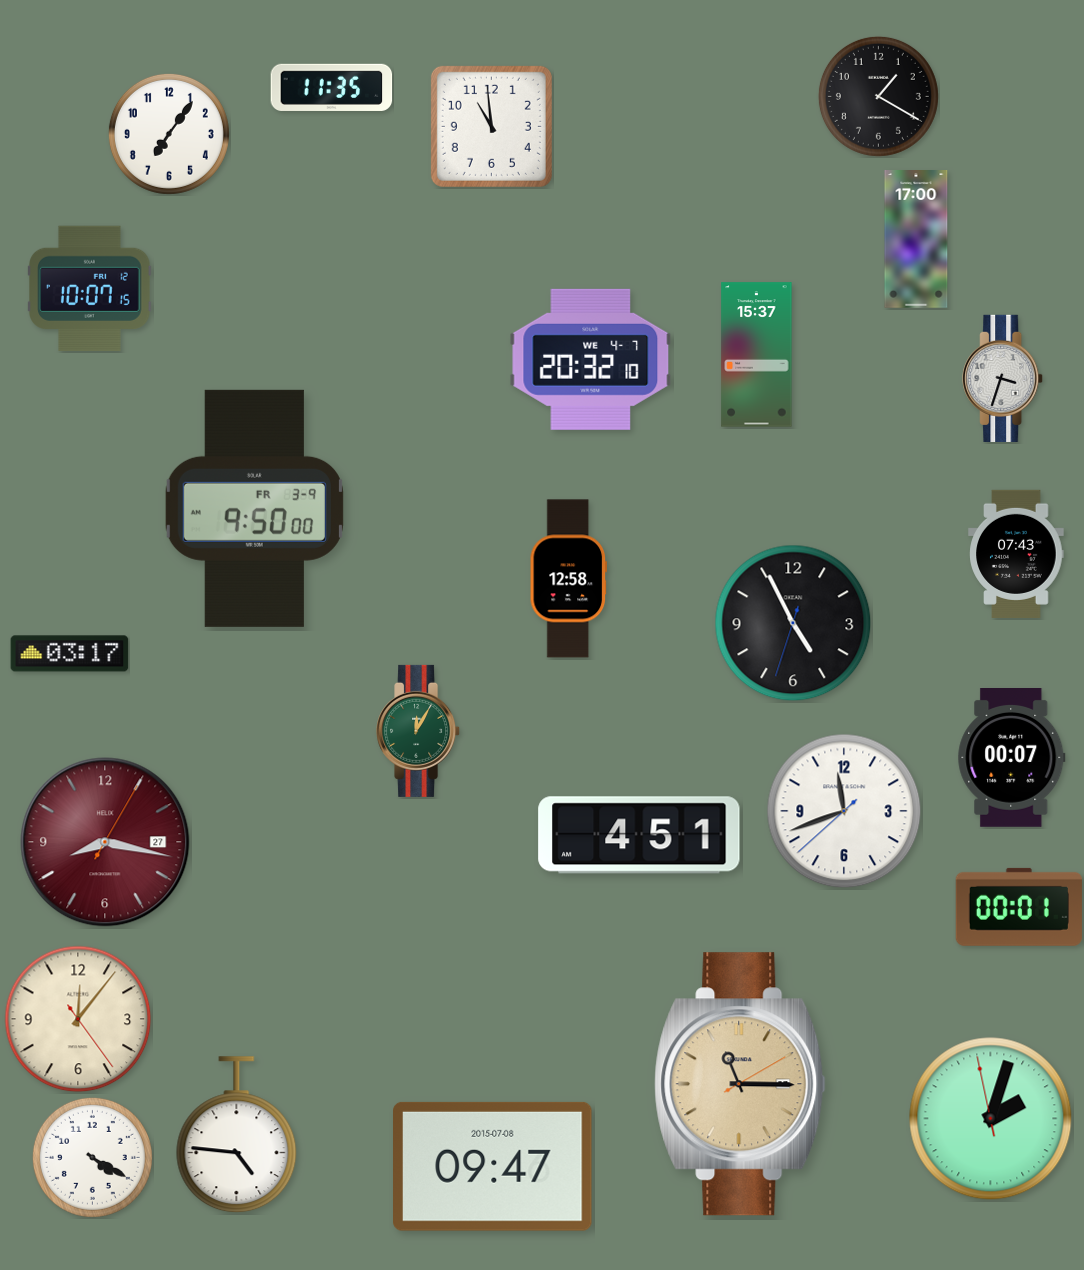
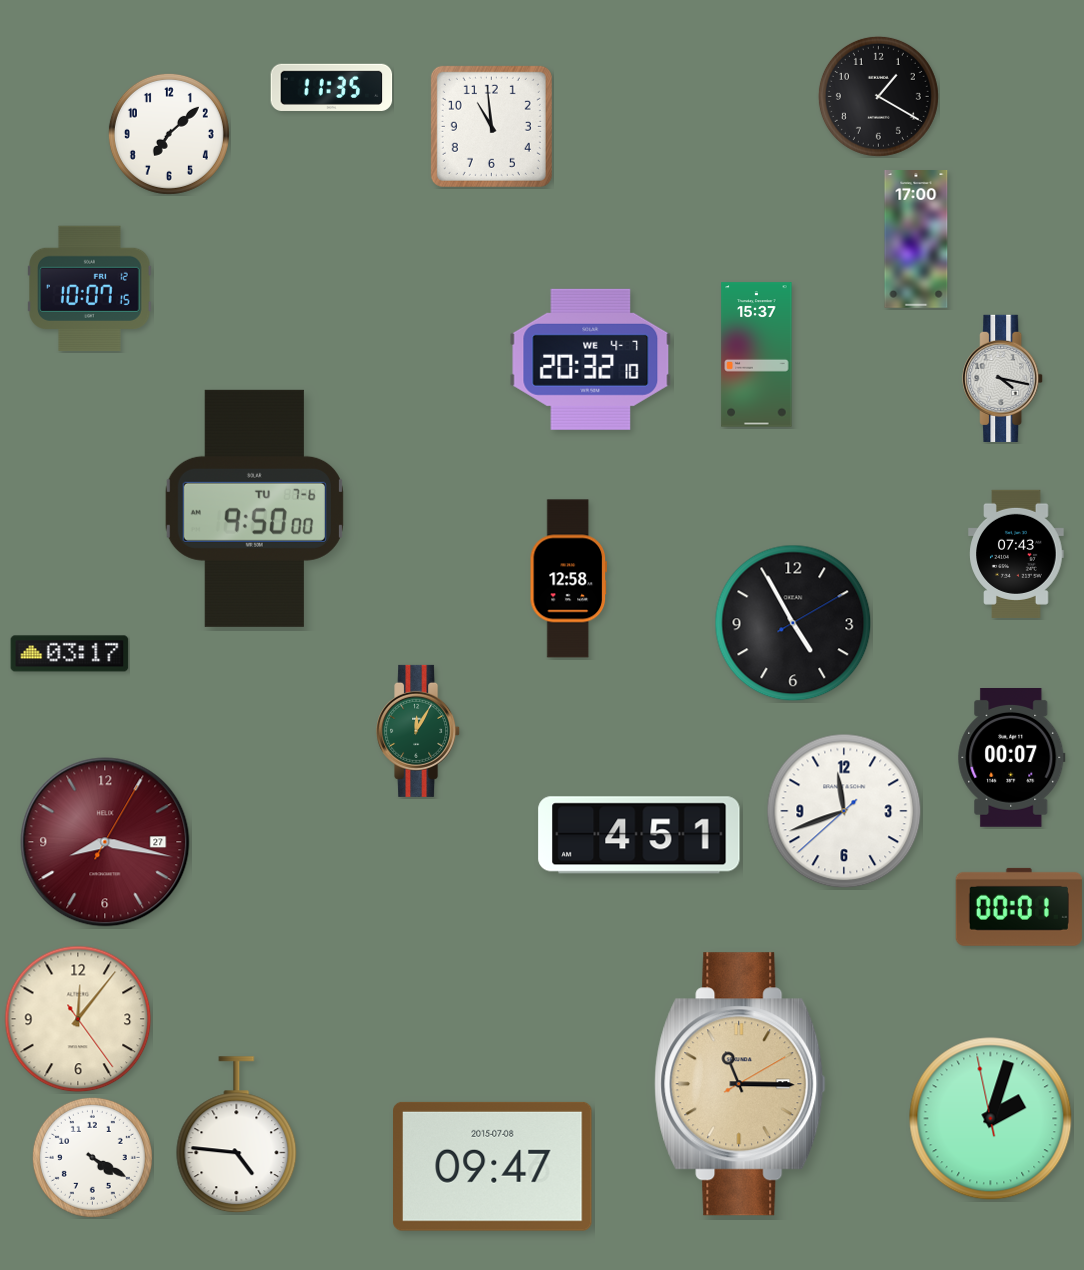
clock at (169, 134): 7:06 -> 7:08
clock at (1003, 378): 3:33 -> 4:17
clock at (254, 508) date: FR 3-9 -> TU 7-6
clock at (793, 623): 4:55:33 -> 4:55:10
